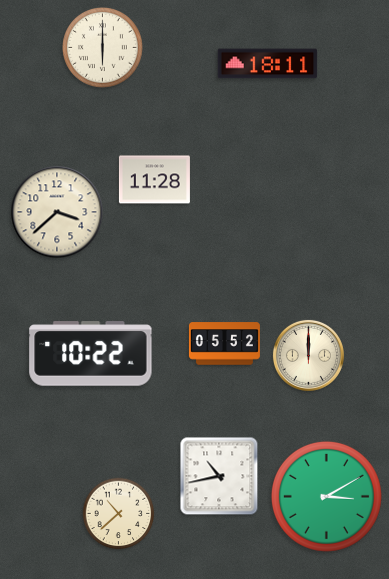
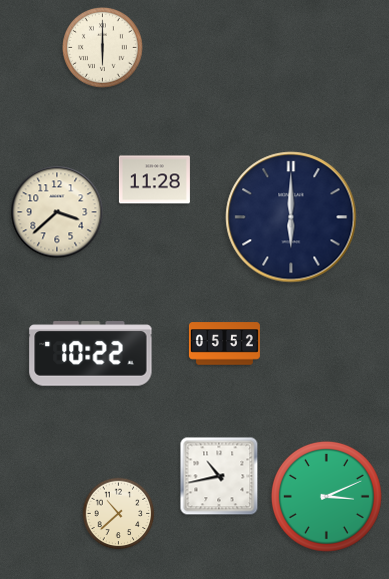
clock at (268, 64): 18:11 -> none
clock at (291, 217): none -> 6:00
clock at (308, 355): 12:00 -> none
clock at (326, 496): 3:10 -> 3:11
